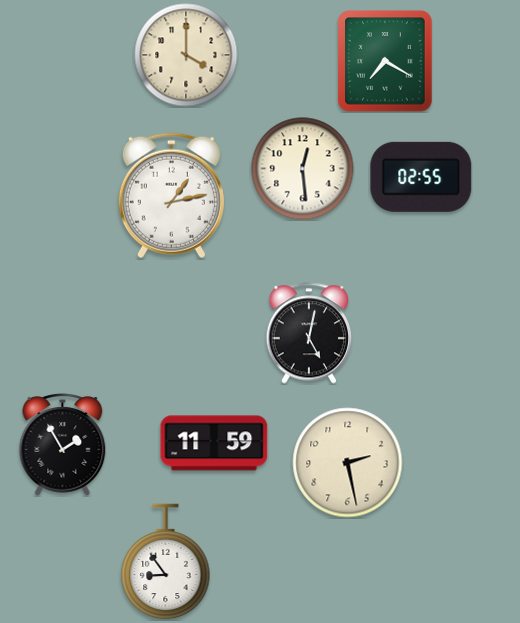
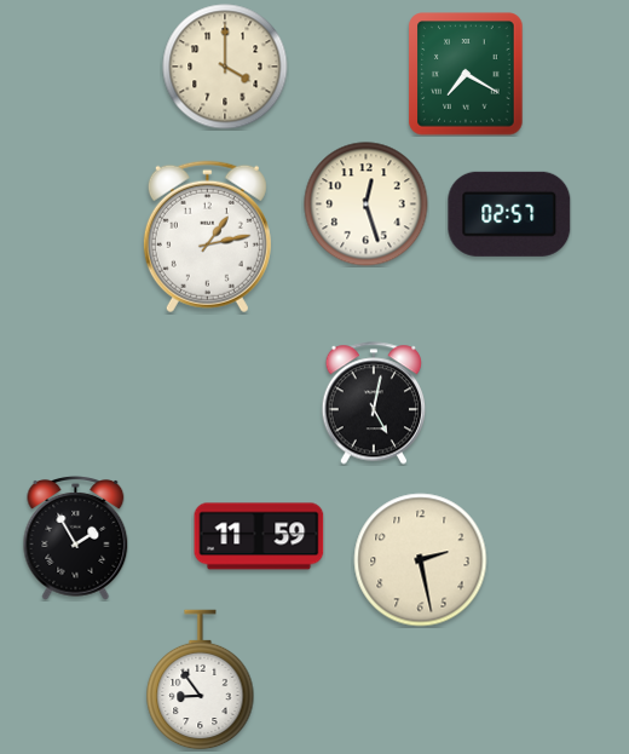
clock at (303, 169): 12:29 -> 12:27
clock at (421, 177): 02:55 -> 02:57
